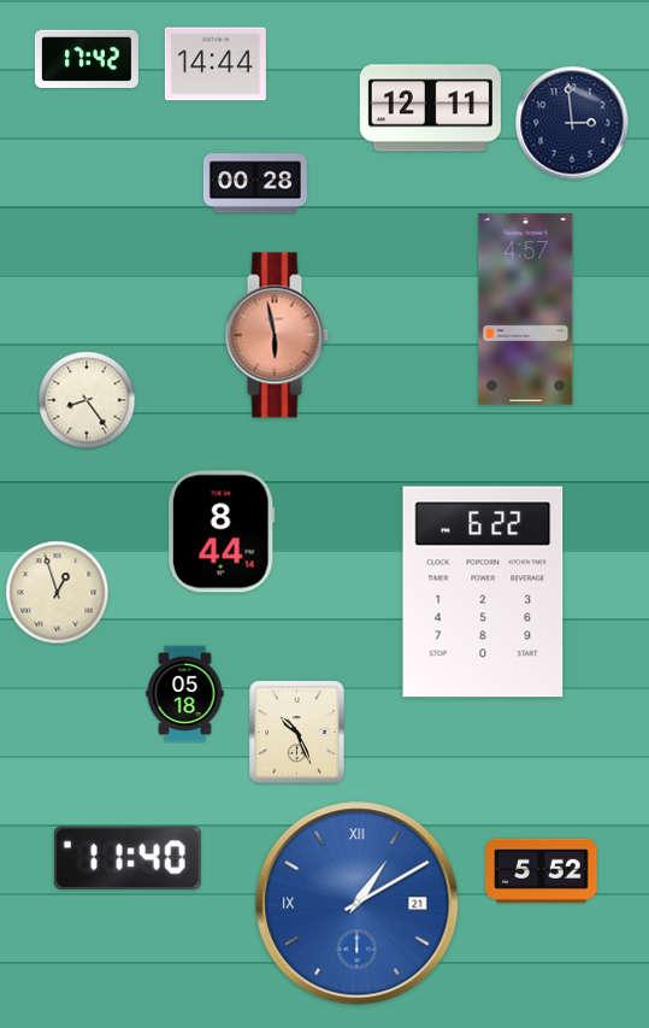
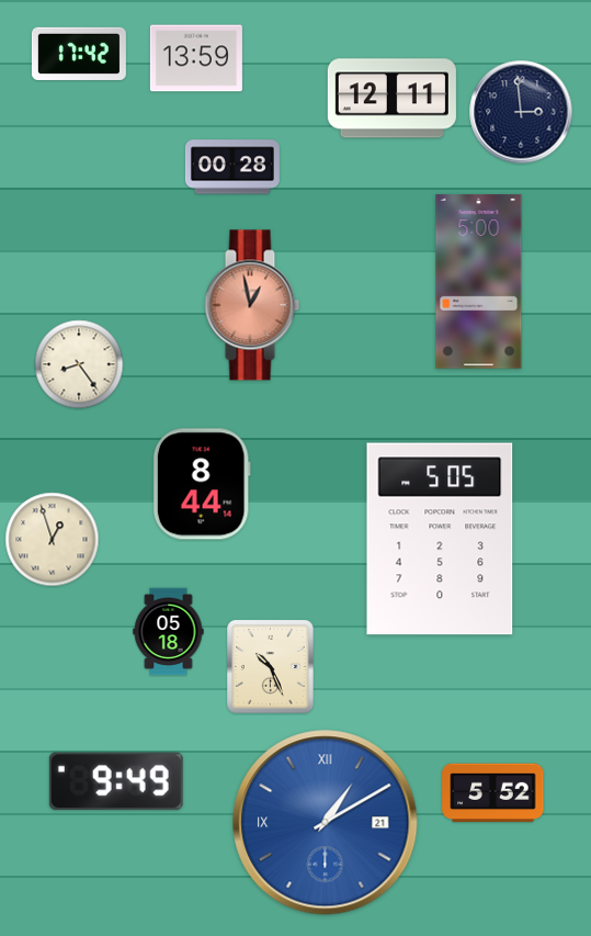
clock at (216, 64): 14:44 -> 13:59
clock at (526, 310): 4:57 -> 5:00
clock at (277, 335): 5:58 -> 12:58
clock at (483, 592): 6:22 -> 5:05
clock at (128, 858): 11:40 -> 9:49
